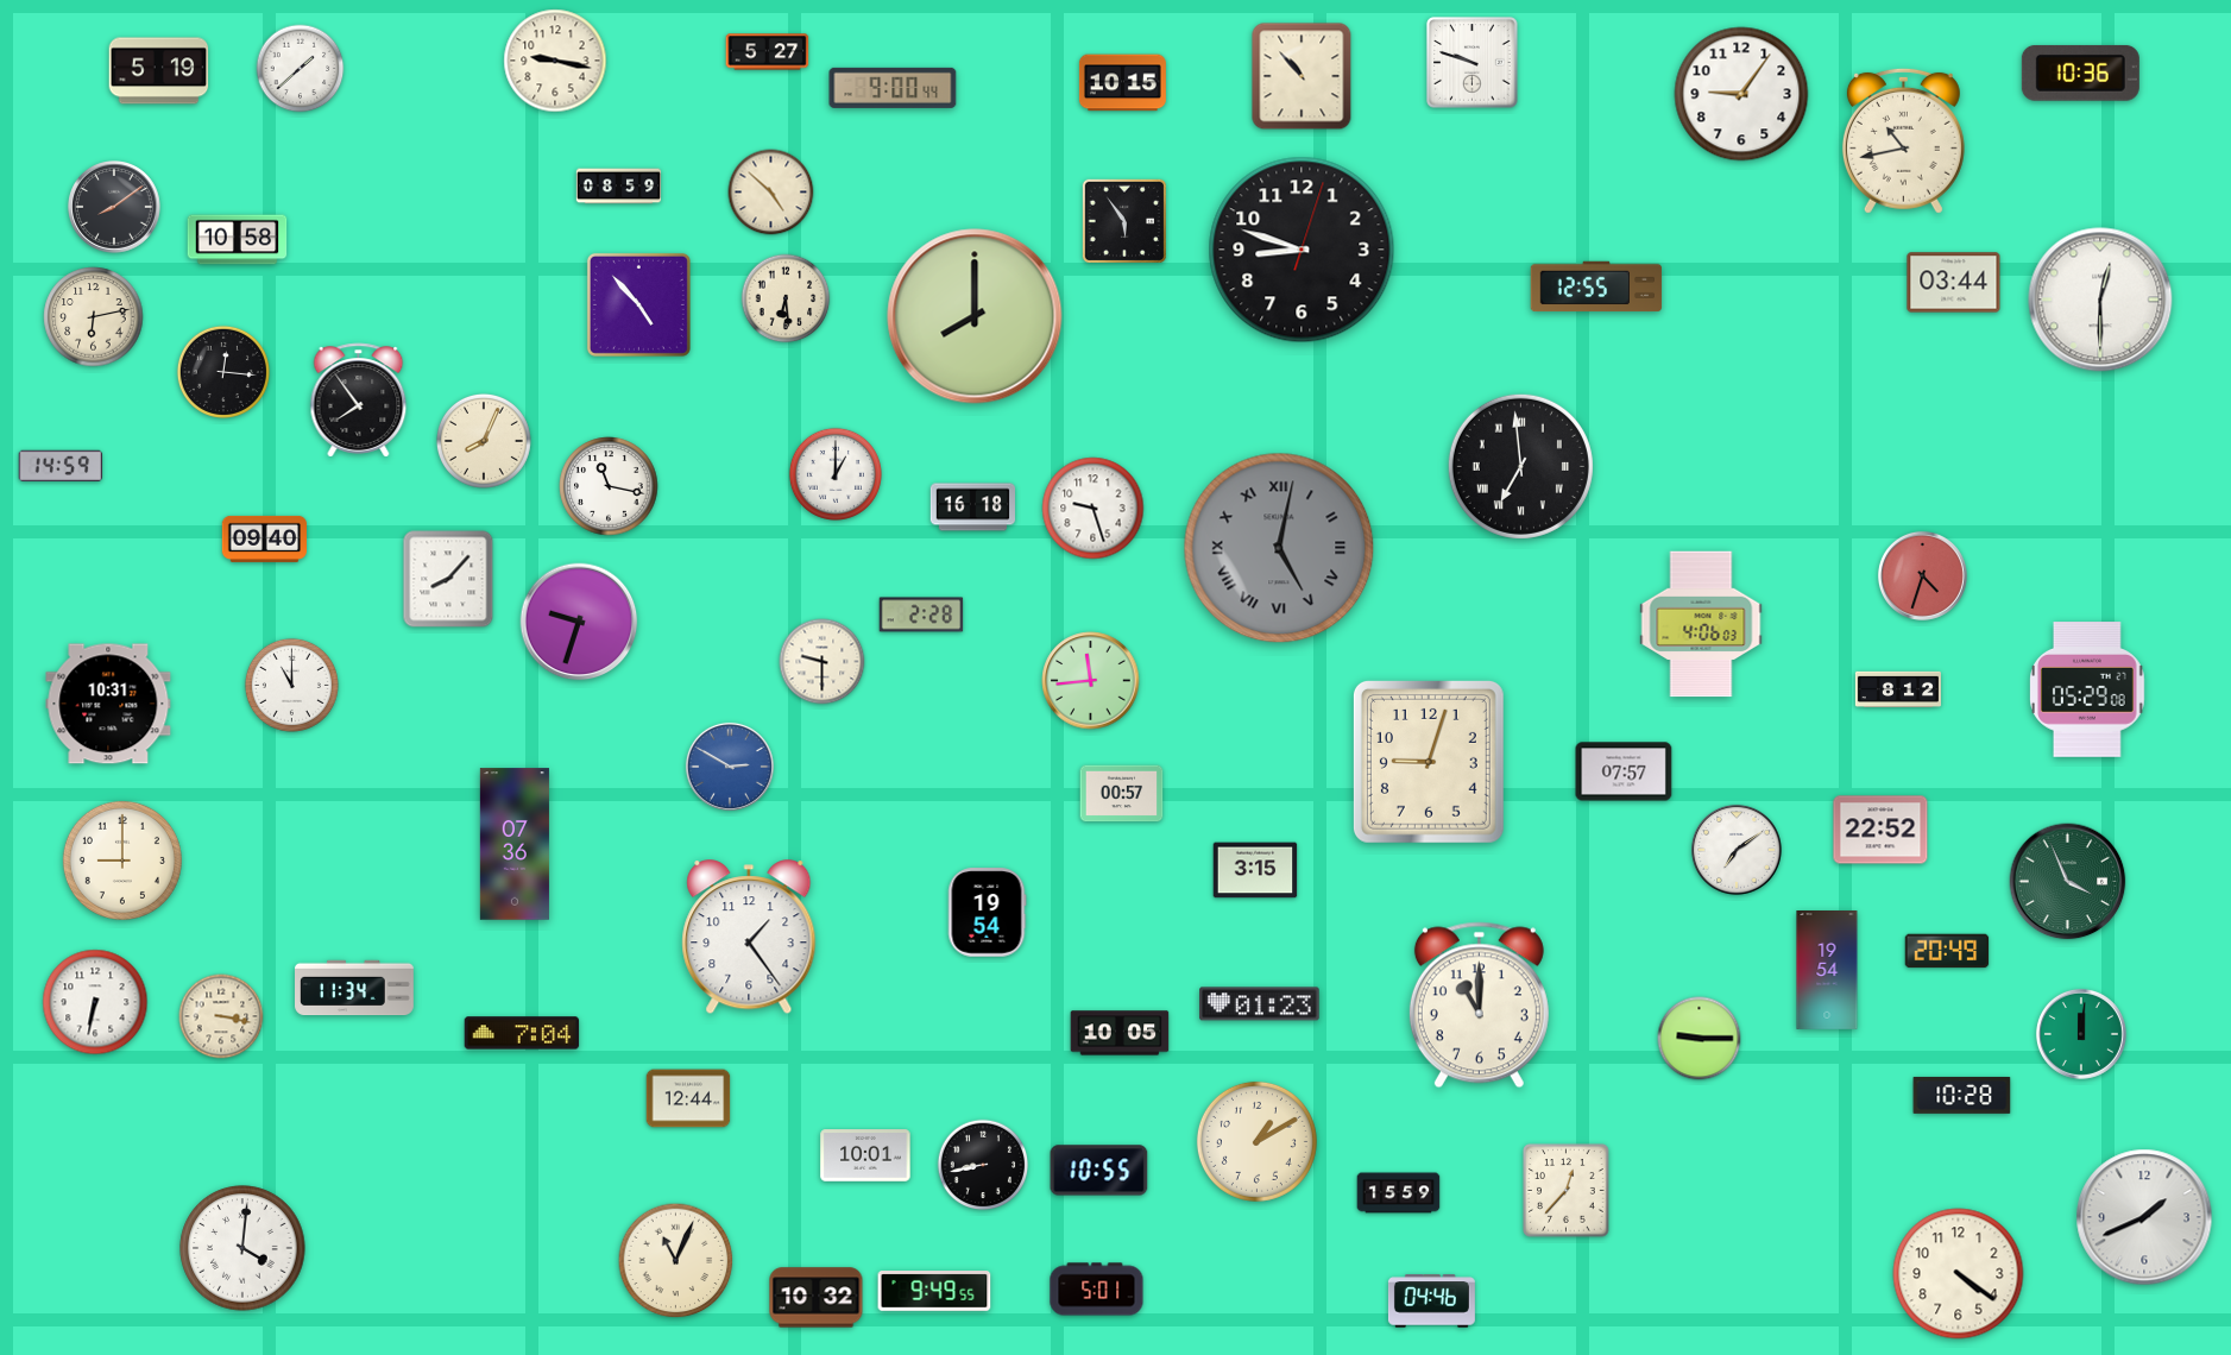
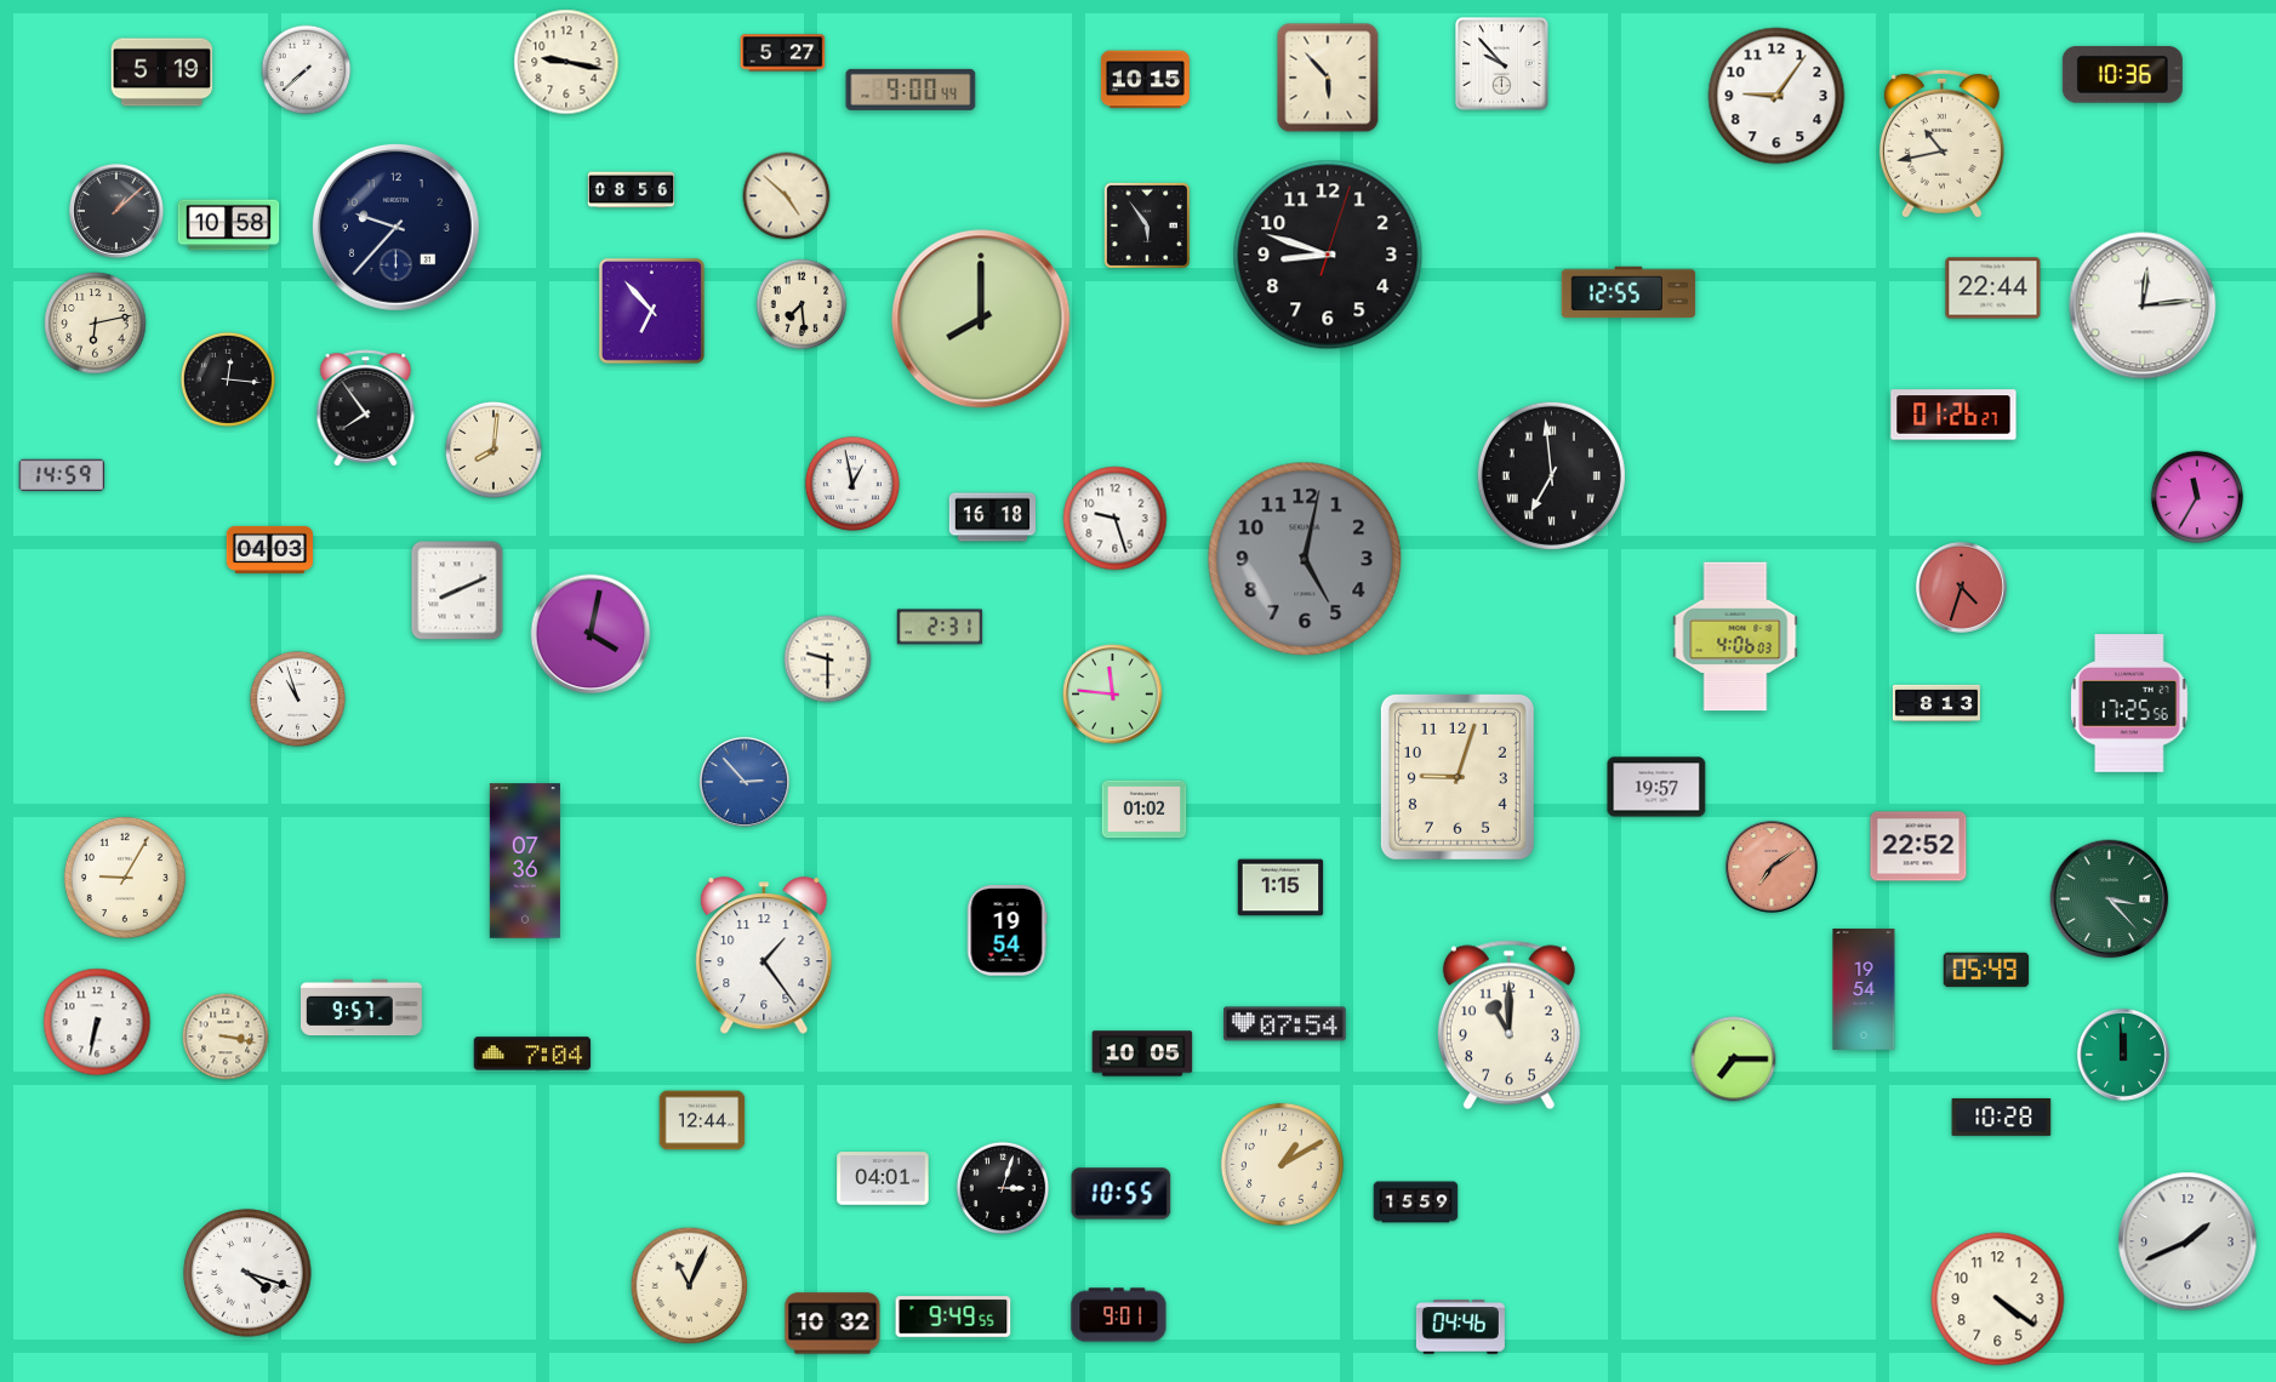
clock at (1473, 63): 9:48 -> 9:53
clock at (301, 69): 1:38 -> 7:38
clock at (1302, 76): 10:53 -> 5:53
clock at (1122, 83) position: (1122, 83) -> (1145, 80)
clock at (619, 187): 08:59 -> 08:56
clock at (115, 208): 8:09 -> 1:08
clock at (395, 227): none -> 9:37
clock at (238, 240) position: (238, 240) -> (229, 225)
clock at (1954, 283): 03:44 -> 22:44
clock at (786, 298): 6:29 -> 7:29
clock at (2100, 300): 12:30 -> 12:14
clock at (638, 304): 4:53 -> 6:53
clock at (975, 316) position: (975, 316) -> (981, 319)
clock at (1953, 415): none -> 01:26
clock at (484, 441): 8:04 -> 8:01
clock at (836, 474): 1:00 -> 12:58
clock at (609, 486): 11:17 -> none
clock at (2197, 497): none -> 11:35
clock at (264, 538): 09:40 -> 04:03
clock at (1279, 548) numerals: Roman -> Arabic
clock at (448, 579): 8:07 -> 8:11
clock at (921, 615): 2:28 -> 2:31
clock at (579, 622): 9:33 -> 4:02
clock at (823, 662) position: (823, 662) -> (828, 659)
clock at (1091, 681): 11:44 -> 11:46
clock at (291, 685): 11:00 -> 10:57
clock at (1898, 688): 8:12 -> 8:13
clock at (2088, 689): 05:29 -> 17:25
clock at (108, 704): 10:31 -> none
clock at (730, 767): 2:50 -> 2:53
clock at (1624, 771): 07:57 -> 19:57
clock at (1122, 794): 00:57 -> 01:02
clock at (1737, 850) dial: white -> salmon
clock at (122, 861): 9:00 -> 9:05
clock at (1255, 870): 3:15 -> 1:15
clock at (2068, 882): 3:56 -> 3:23
clock at (1947, 951): 20:49 -> 05:49
clock at (355, 988): 11:34 -> 9:57
clock at (1260, 1004): 01:23 -> 07:54
clock at (2081, 1034): 12:01 -> 11:59
clock at (1700, 1039): 9:15 -> 7:15
clock at (865, 1155): 10:01 -> 04:01
clock at (983, 1165): 8:43 -> 3:03
clock at (1567, 1191): 12:37 -> none
clock at (1399, 1193) position: (1399, 1193) -> (1416, 1203)
clock at (242, 1248): 4:01 -> 4:18
clock at (1097, 1290): 5:01 -> 9:01
